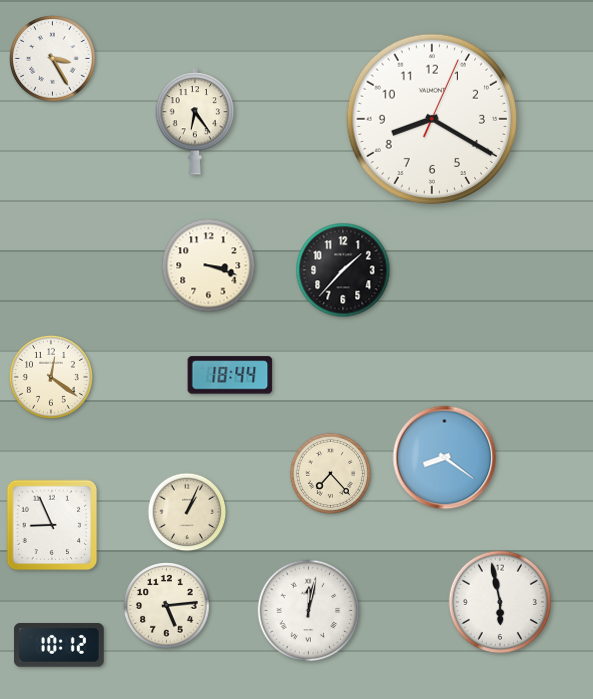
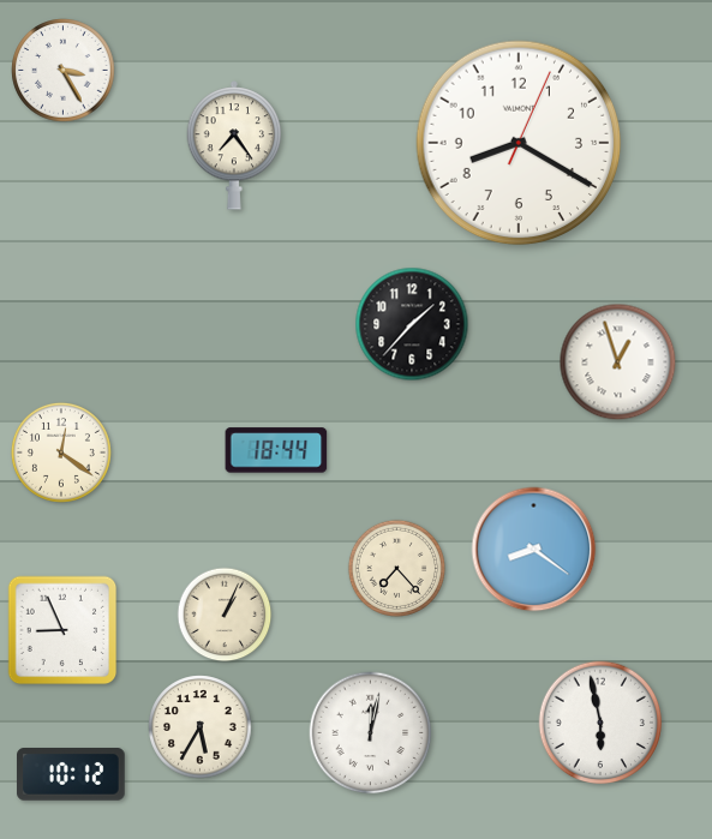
clock at (195, 121): 6:24 -> 7:24
clock at (209, 266): 3:18 -> none
clock at (618, 362): none -> 12:57
clock at (167, 606): 5:14 -> 5:35
